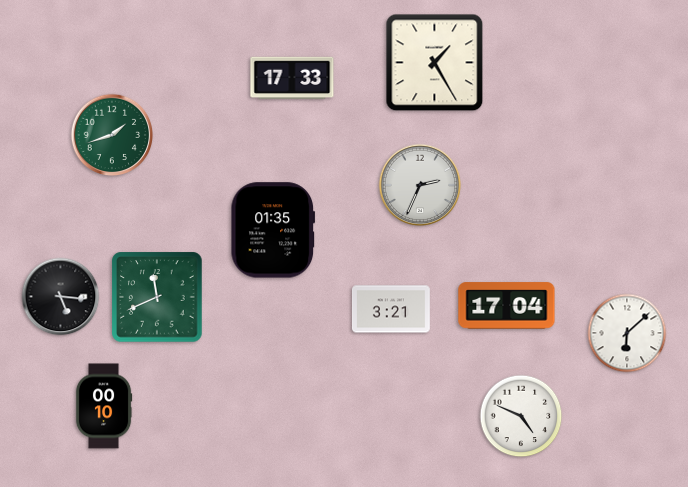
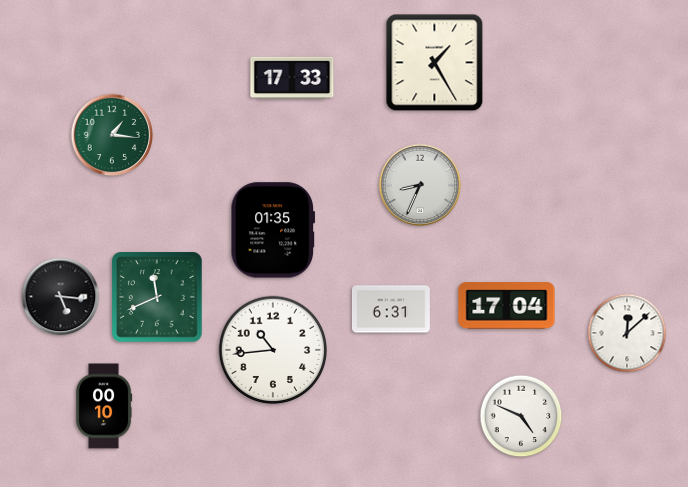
clock at (112, 135): 1:42 -> 1:16
clock at (420, 185): 2:34 -> 8:34
clock at (391, 309): 3:21 -> 6:31
clock at (627, 333): 6:08 -> 12:08
clock at (273, 350): none -> 10:44
